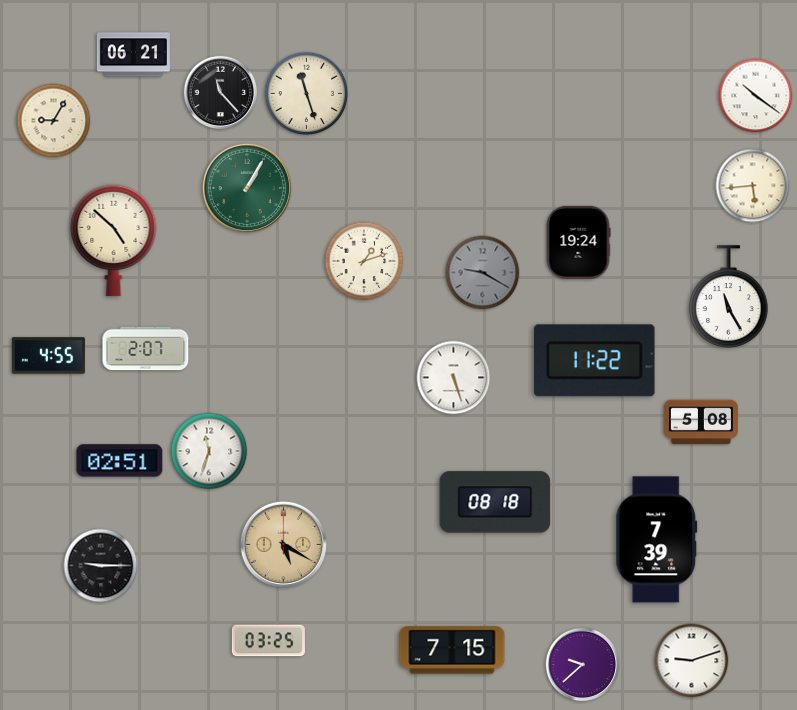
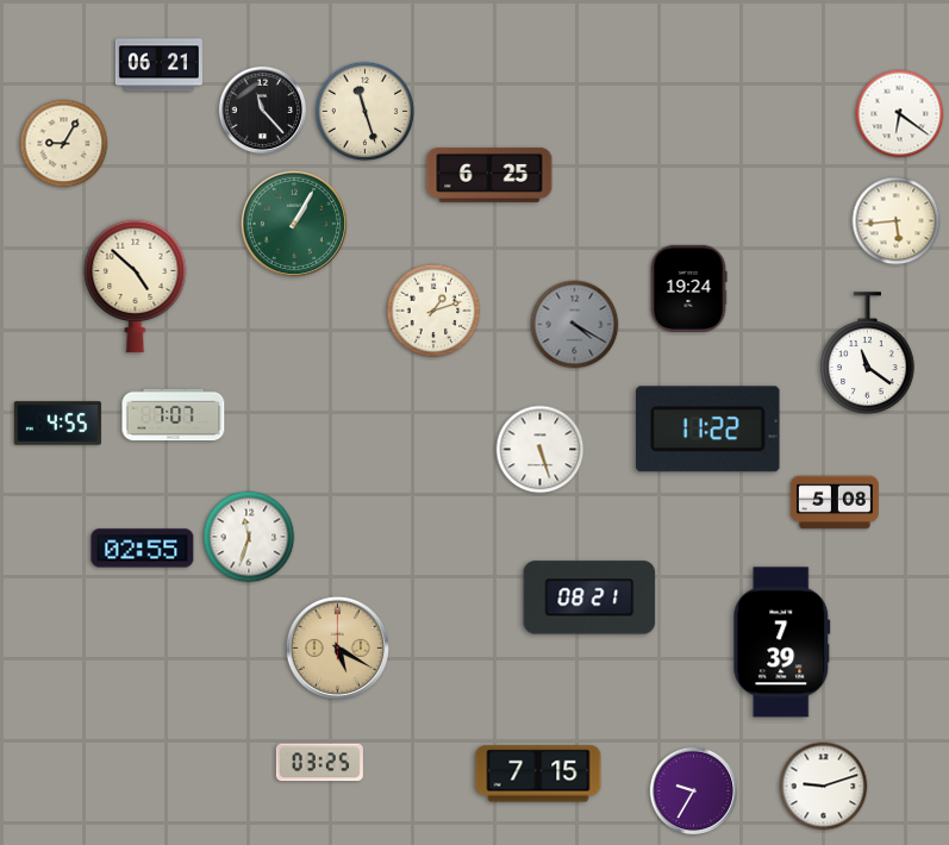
clock at (756, 96): 10:21 -> 6:21
clock at (489, 175): none -> 6:25
clock at (483, 273): 9:20 -> 4:20
clock at (729, 297): 11:25 -> 11:21
clock at (146, 349): 2:07 -> 7:07
clock at (120, 461): 02:51 -> 02:55
clock at (495, 502): 08:18 -> 08:21
clock at (101, 566): 9:15 -> none
clock at (583, 665): 9:38 -> 9:35
